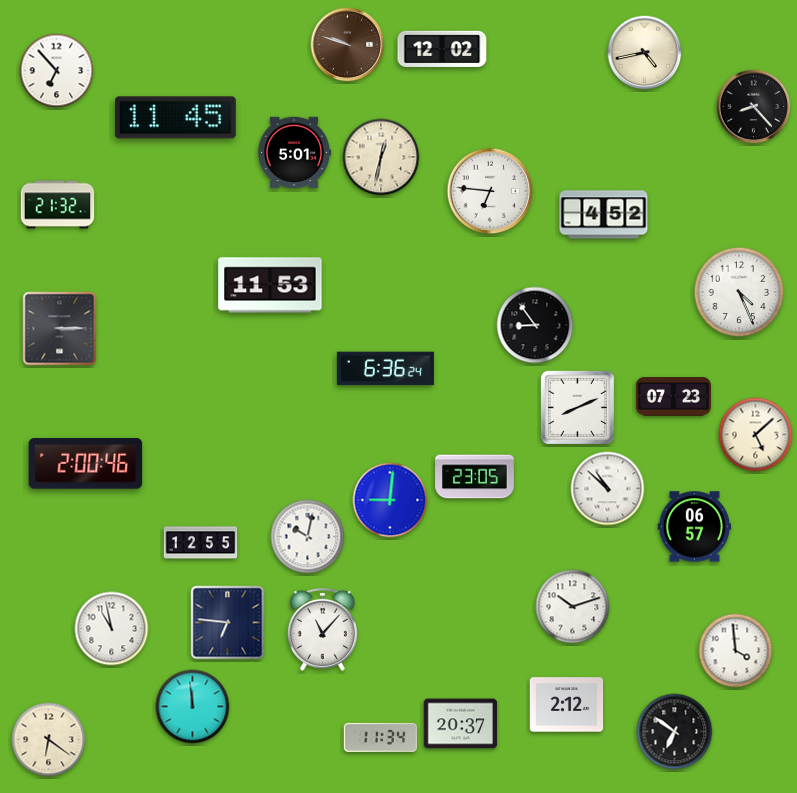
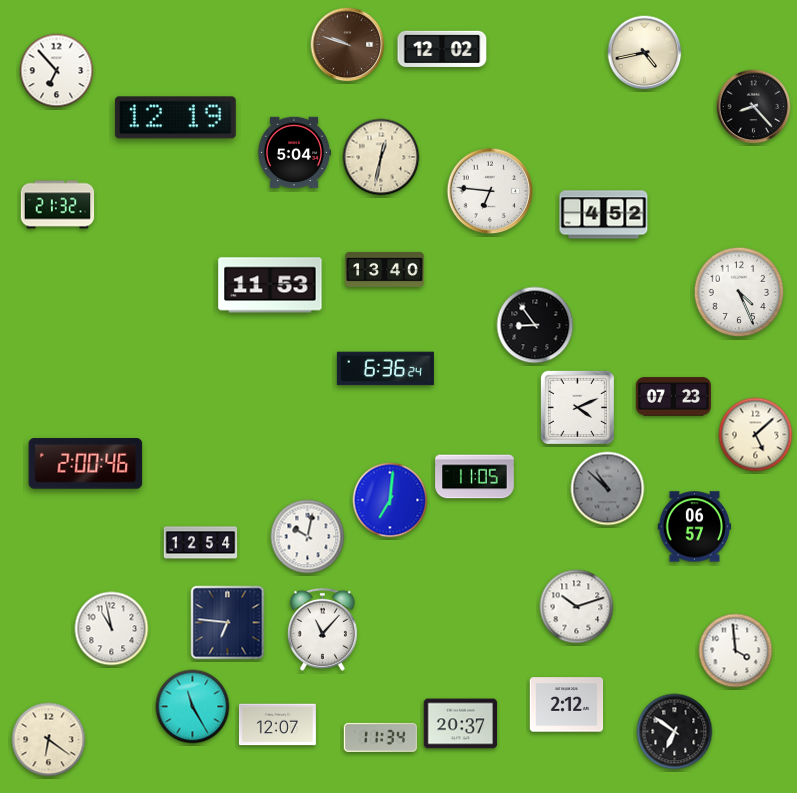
clock at (175, 118): 11:45 -> 12:19
clock at (294, 153): 5:01 -> 5:04
clock at (385, 269): none -> 13:40
clock at (60, 329): 3:15 -> none
clock at (577, 407): 8:11 -> 4:11
clock at (475, 477): 23:05 -> 11:05
clock at (608, 489) dial: white -> grey
clock at (390, 500): 9:01 -> 7:01
clock at (201, 543): 12:55 -> 12:54
clock at (573, 607) position: (573, 607) -> (577, 607)
clock at (193, 707): 11:59 -> 11:25
clock at (277, 725): none -> 12:07
